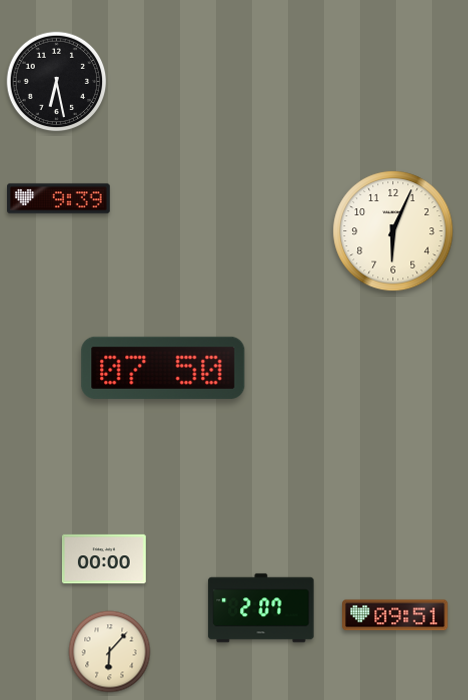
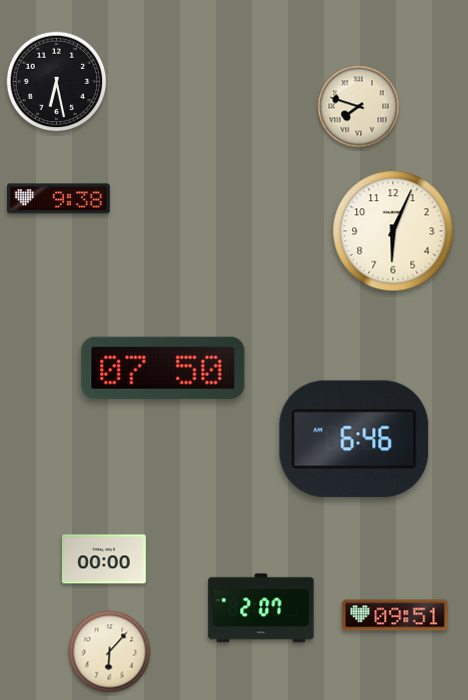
clock at (359, 107): none -> 7:48
clock at (59, 199): 9:39 -> 9:38
clock at (354, 439): none -> 6:46
